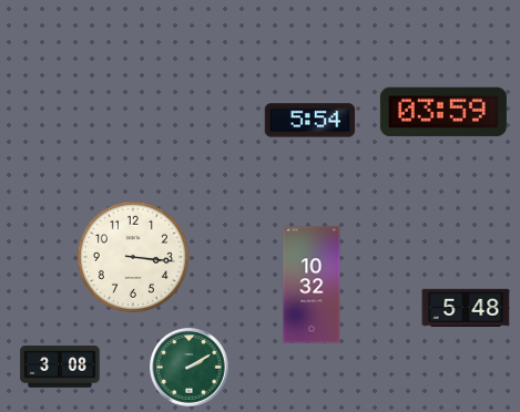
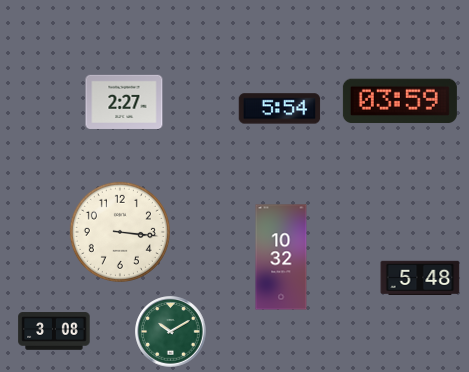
clock at (124, 101): none -> 2:27
clock at (190, 368): 2:10 -> 10:10
